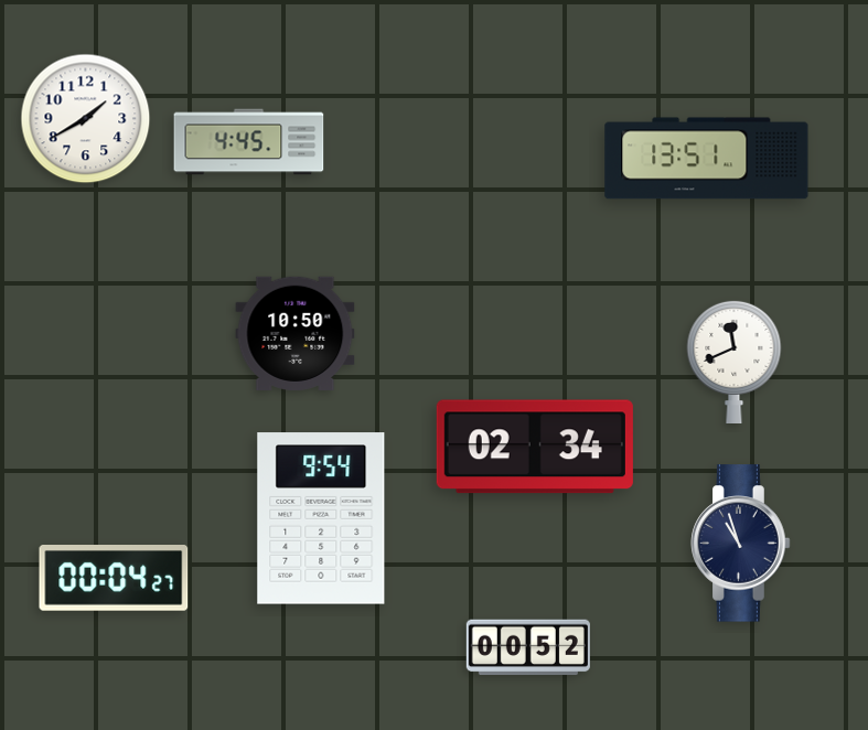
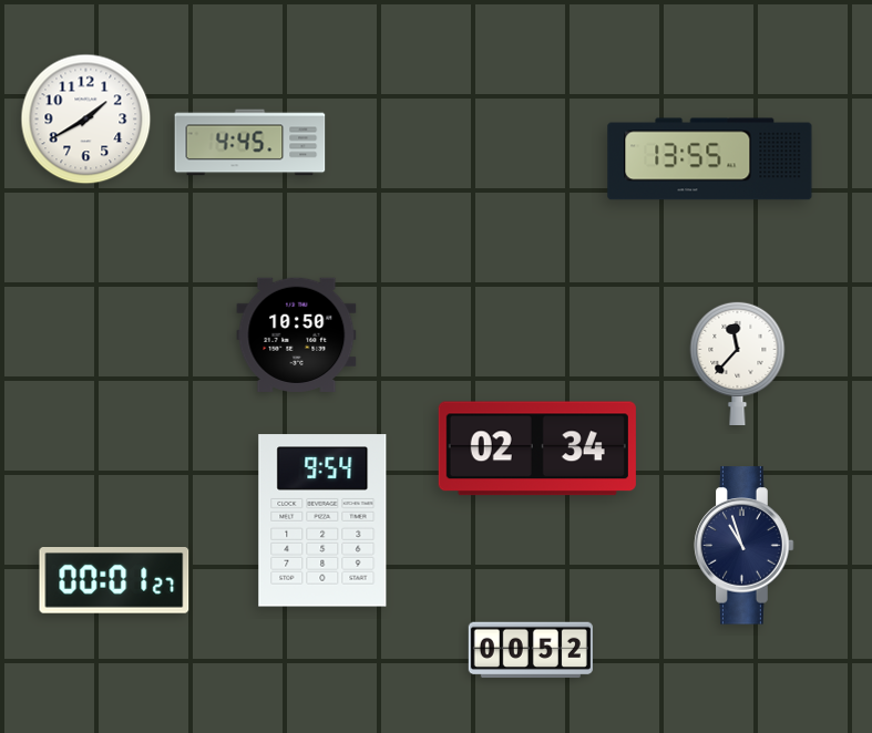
clock at (707, 159): 13:51 -> 13:55
clock at (735, 361): 11:41 -> 11:37
clock at (114, 579): 00:04 -> 00:01
